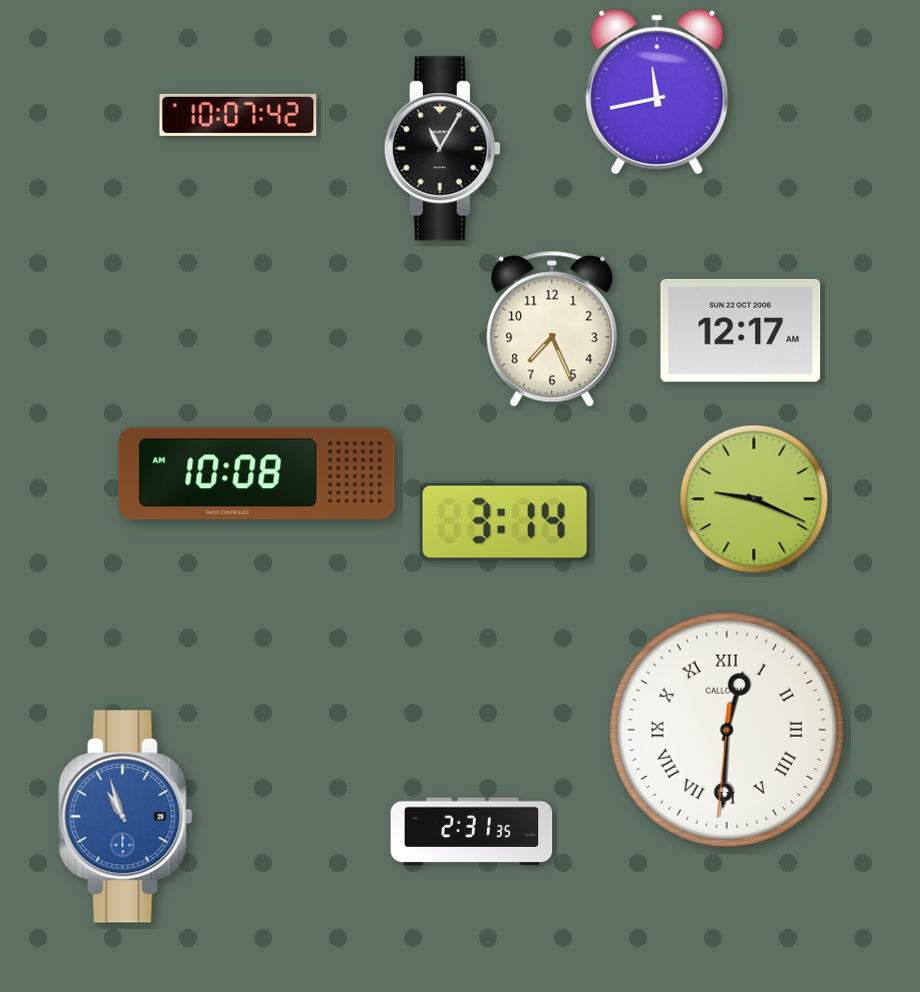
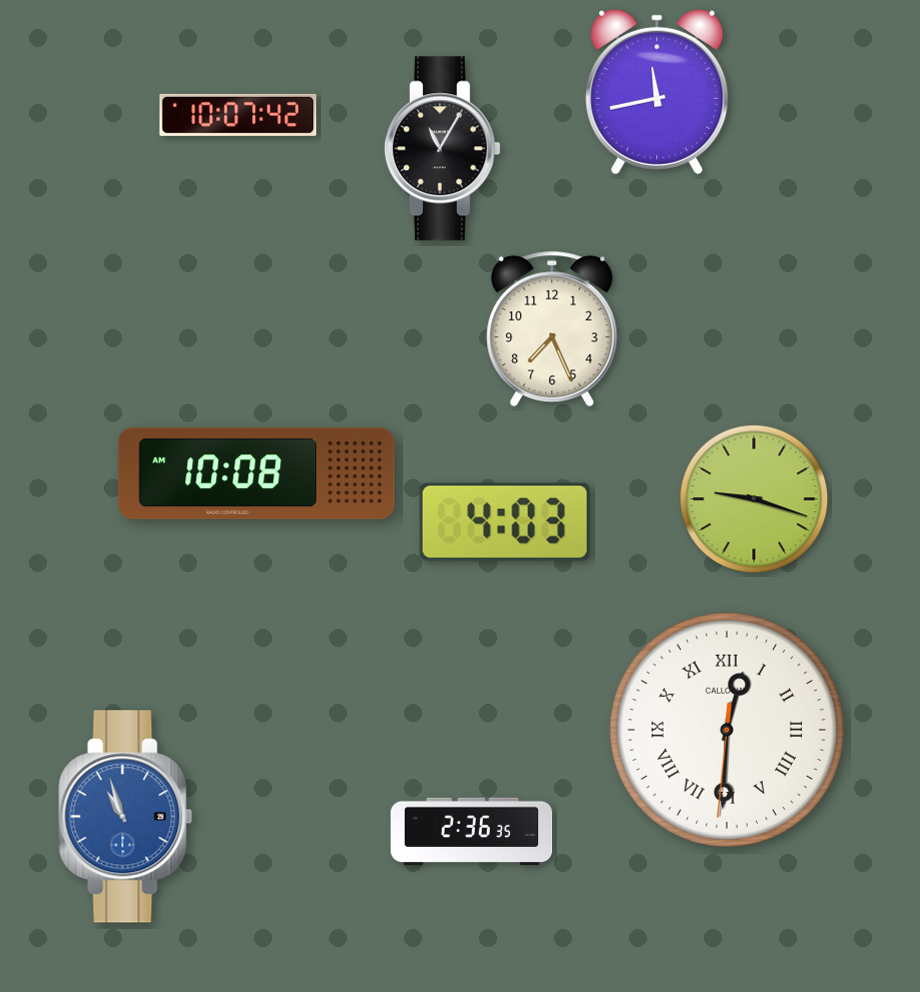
clock at (741, 330): 12:17 -> none
clock at (754, 499): 9:19 -> 9:18
clock at (505, 522): 3:14 -> 4:03
clock at (472, 832): 2:31 -> 2:36
